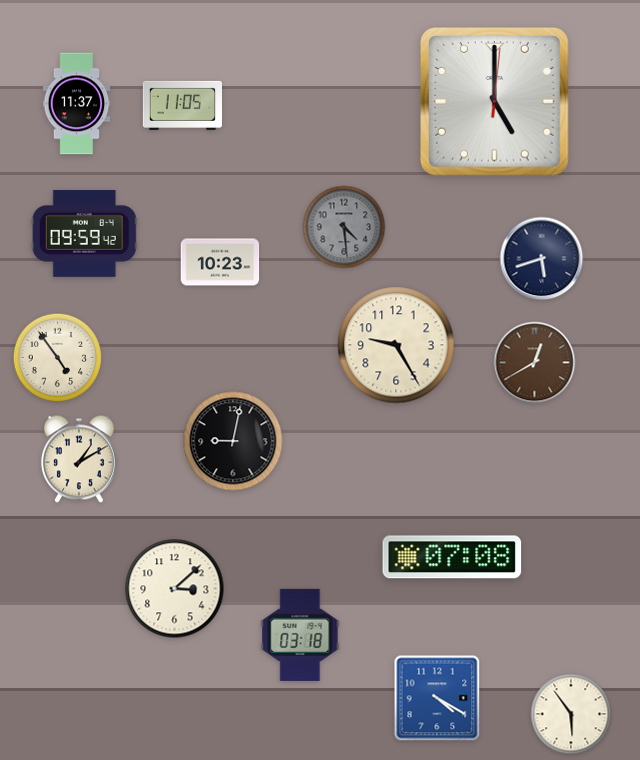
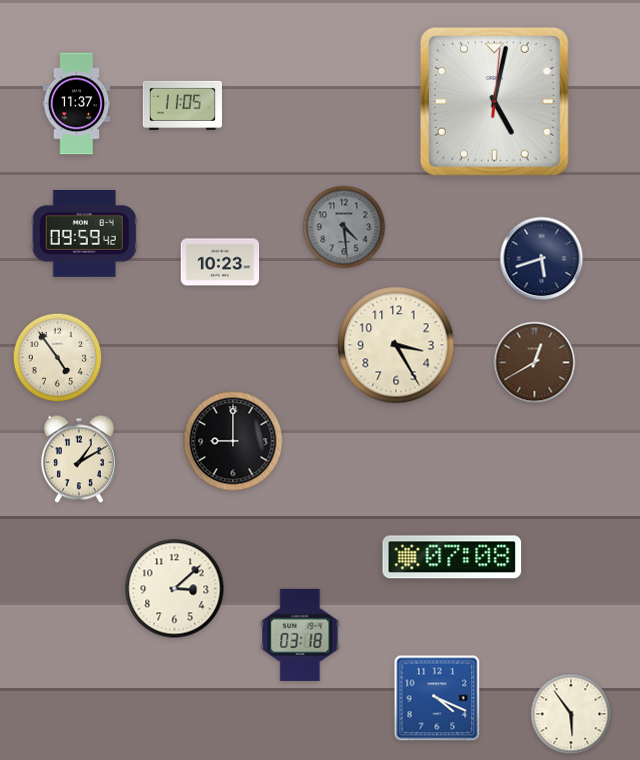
clock at (495, 102): 5:00 -> 5:02
clock at (396, 345): 9:25 -> 3:25
clock at (233, 441): 9:02 -> 9:00
clock at (437, 698): 4:20 -> 4:19
